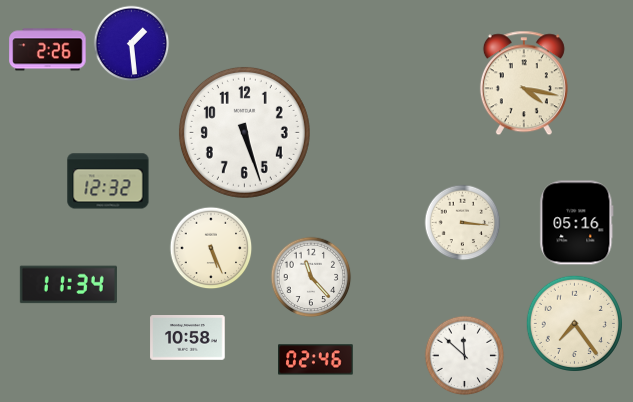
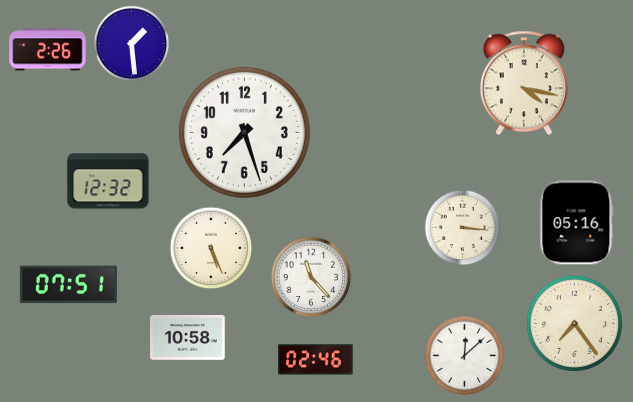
clock at (244, 132): 5:27 -> 7:27
clock at (463, 223) position: (463, 223) -> (463, 228)
clock at (68, 285): 11:34 -> 07:51
clock at (465, 356): 11:52 -> 12:08
